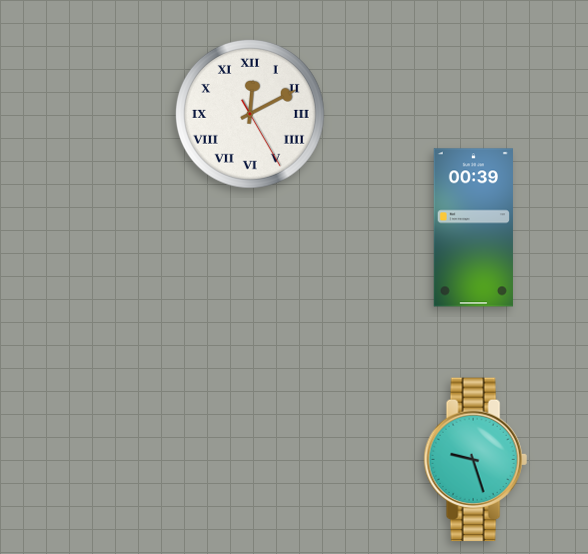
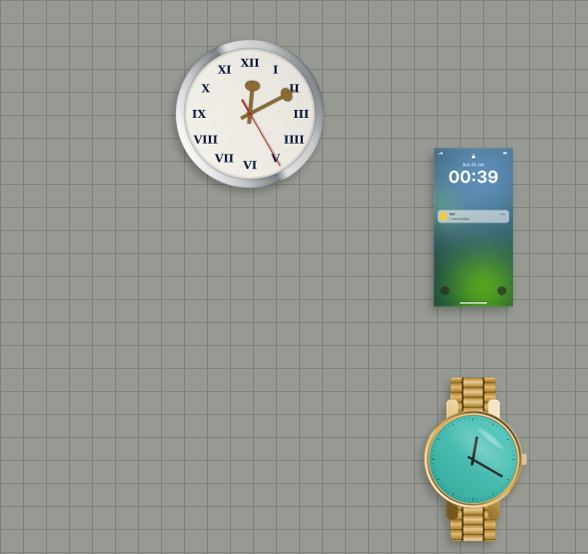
clock at (475, 460): 9:27 -> 12:20
